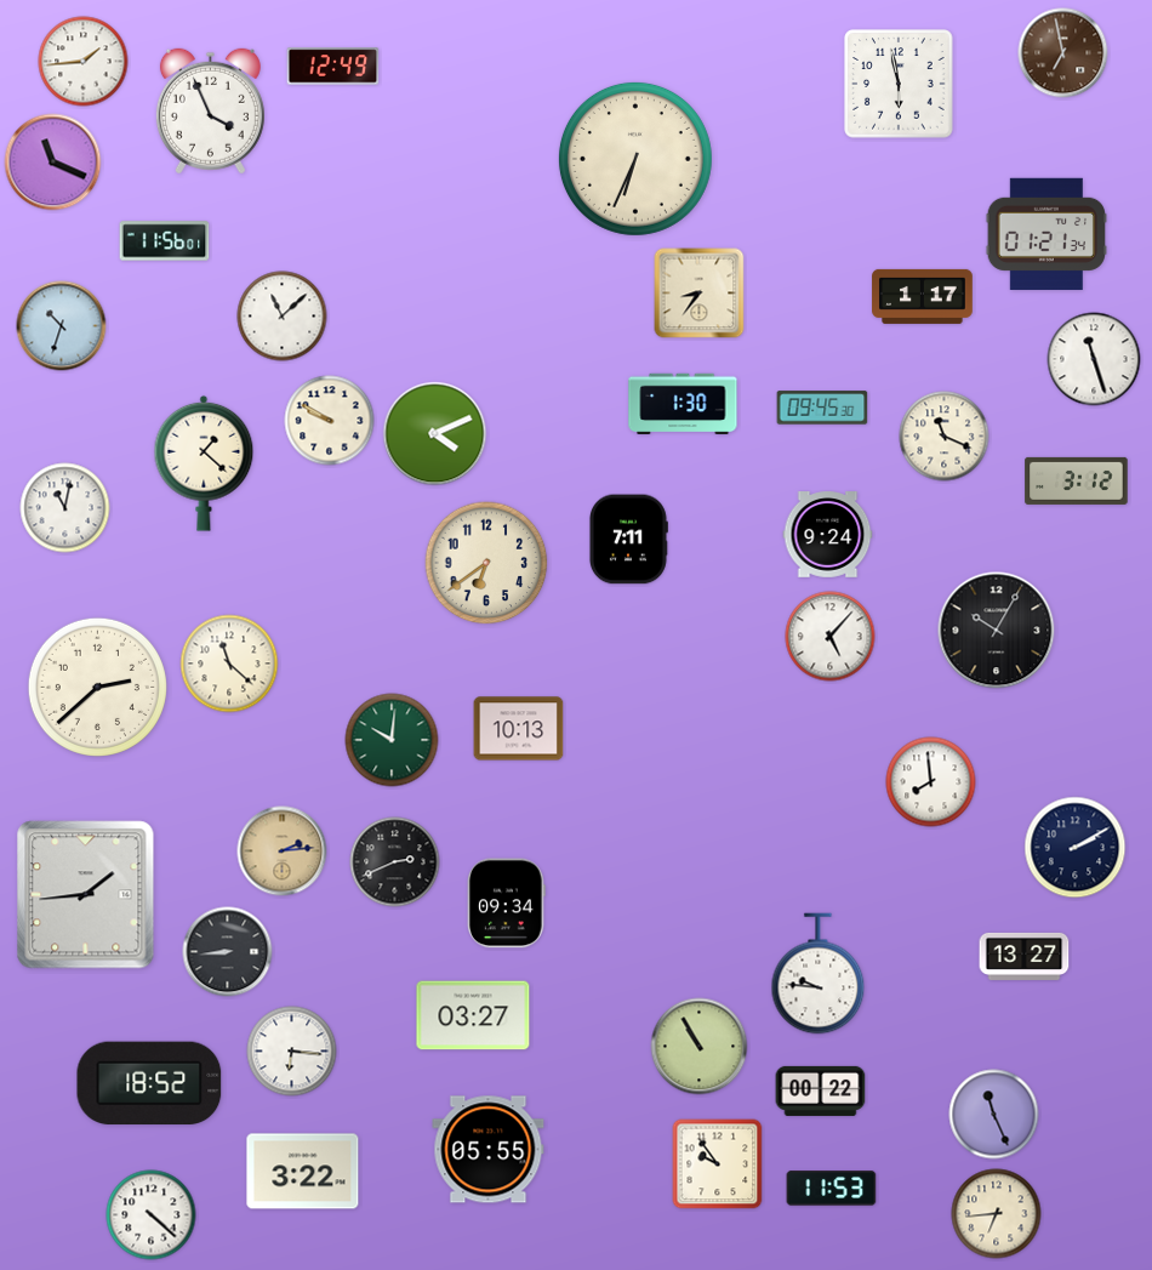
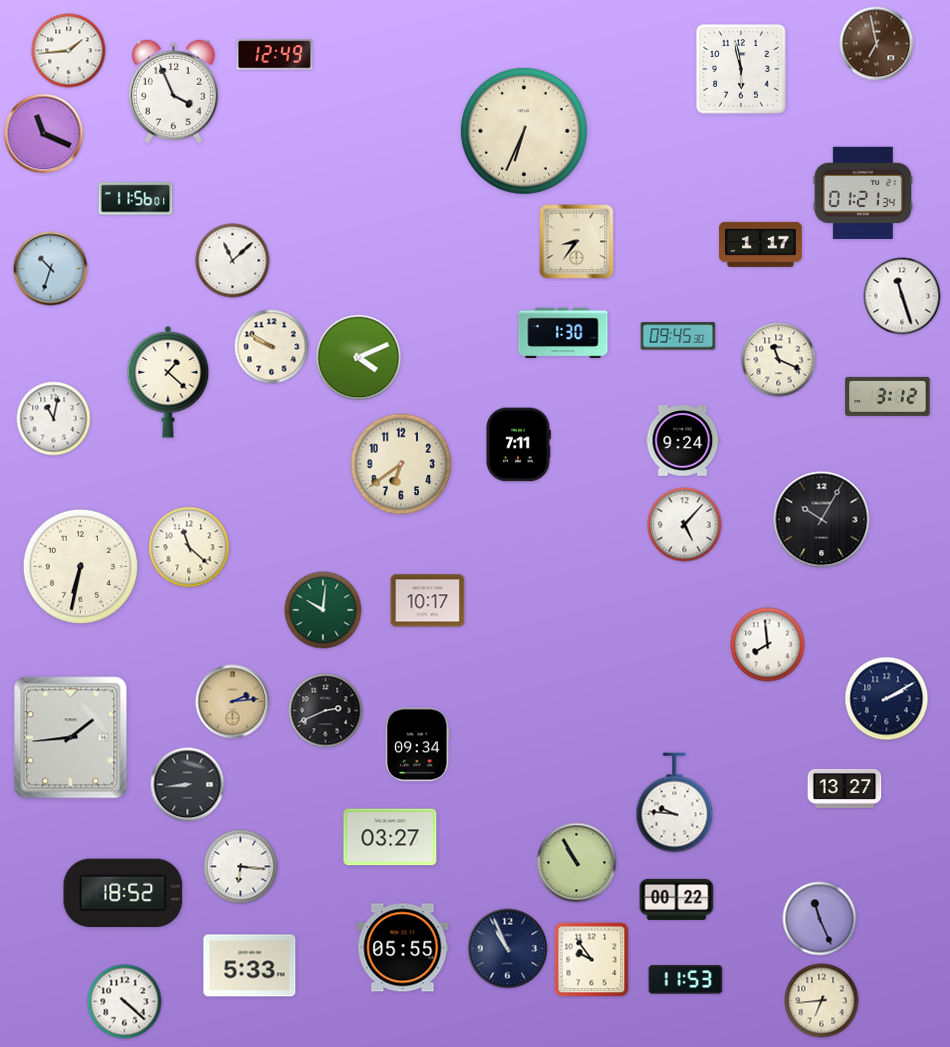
clock at (97, 687): 2:38 -> 6:32
clock at (519, 729): 10:13 -> 10:17
clock at (508, 949): none -> 10:56
clock at (303, 1172): 3:22 -> 5:33
